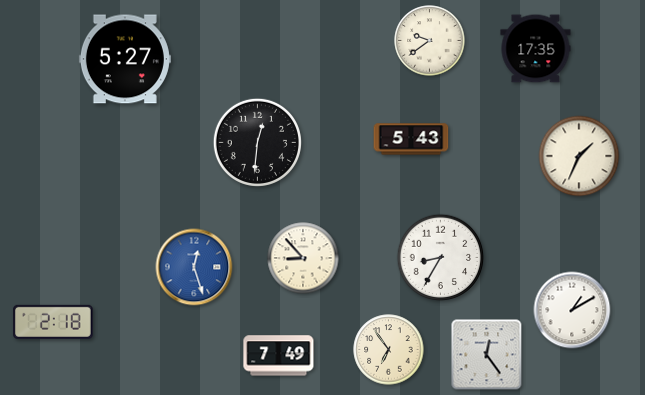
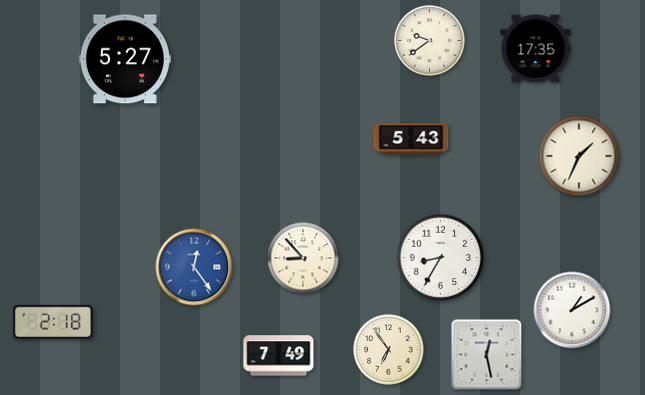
clock at (257, 142): 12:31 -> none
clock at (194, 267): 12:27 -> 12:24
clock at (487, 355): 12:24 -> 12:28
